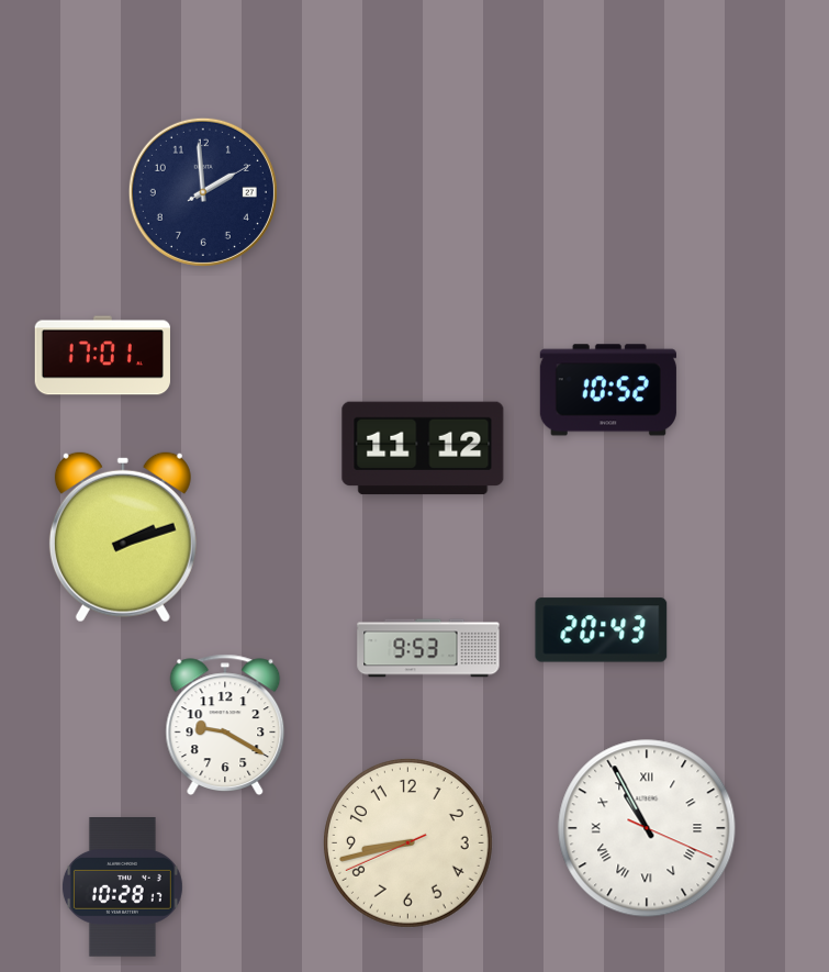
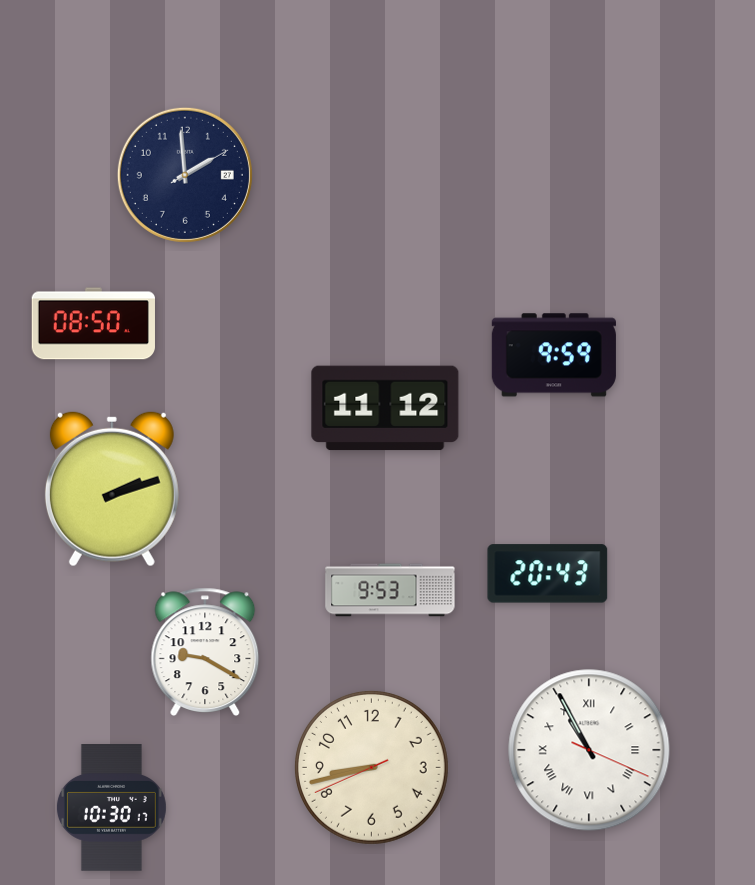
clock at (102, 356): 17:01 -> 08:50
clock at (608, 390): 10:52 -> 9:59
clock at (225, 724) position: (225, 724) -> (205, 651)
clock at (647, 828) position: (647, 828) -> (589, 750)
clock at (122, 887): 10:28 -> 10:30
